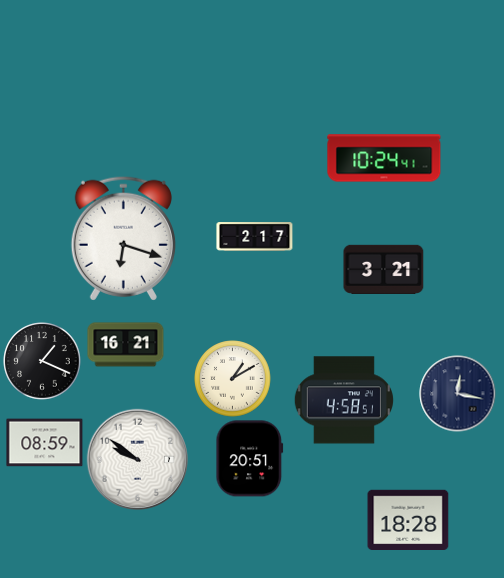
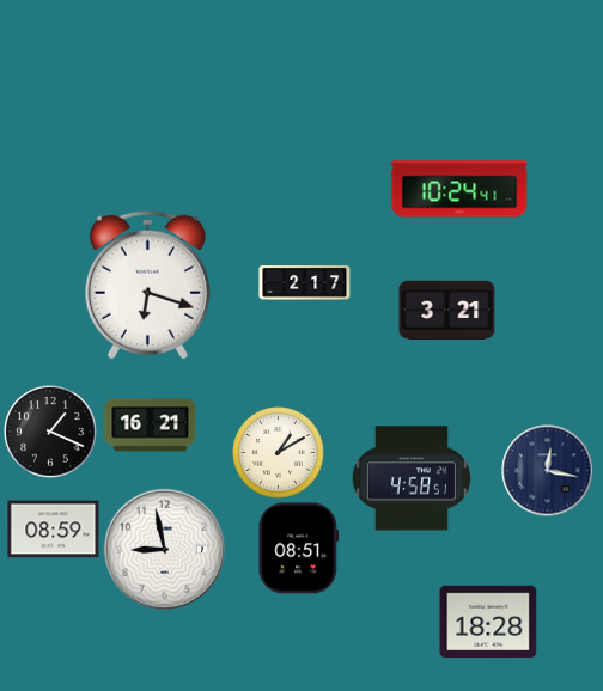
clock at (384, 269) position: (384, 269) -> (447, 310)
clock at (126, 345) position: (126, 345) -> (151, 426)
clock at (137, 459): 9:51 -> 8:58
clock at (250, 459): 20:51 -> 08:51
